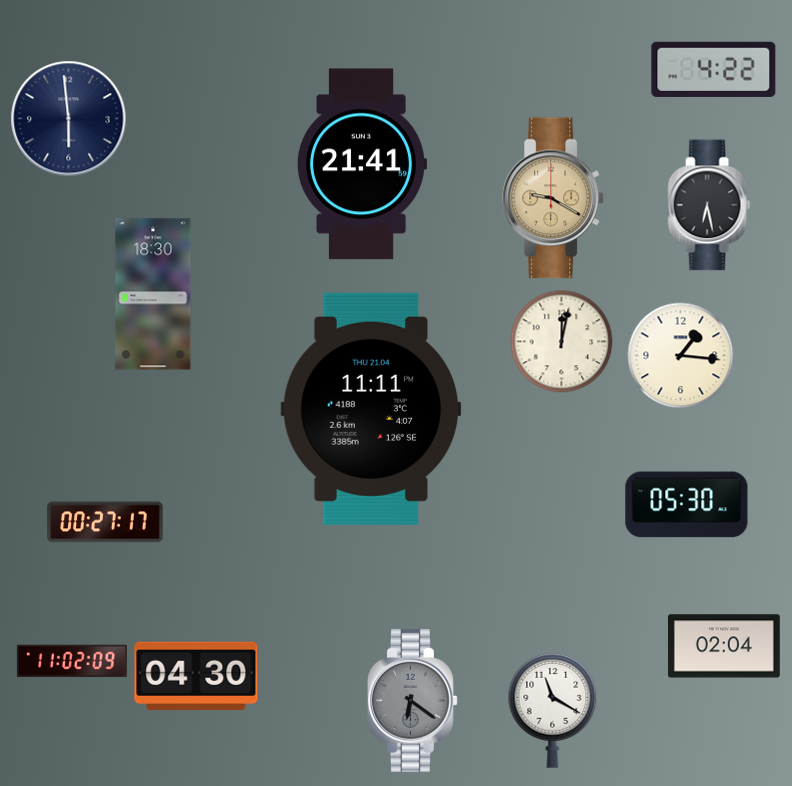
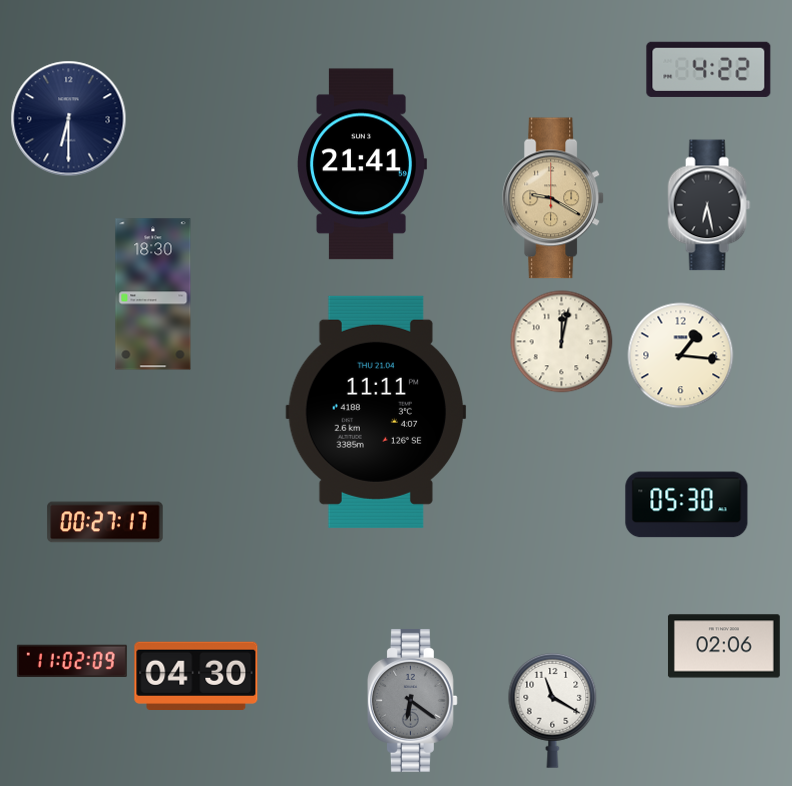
clock at (714, 69) position: (714, 69) -> (709, 69)
clock at (69, 119): 5:59 -> 6:30
clock at (371, 409) position: (371, 409) -> (376, 412)
clock at (724, 646): 02:04 -> 02:06
